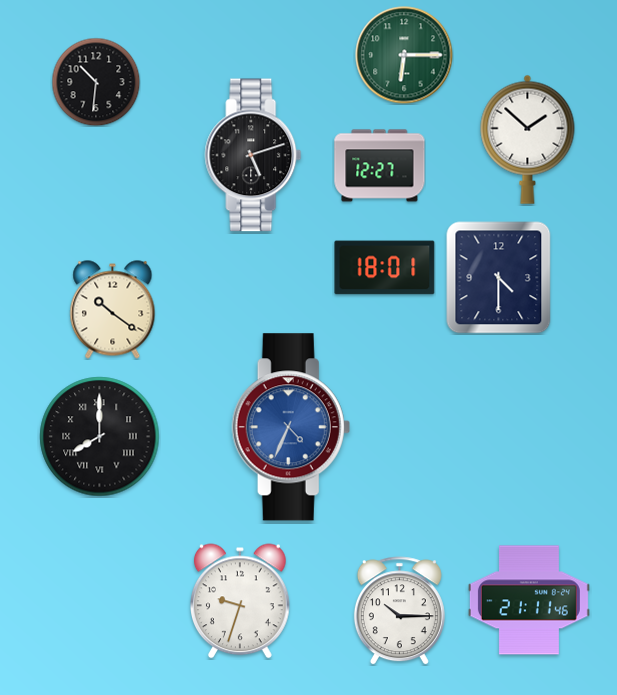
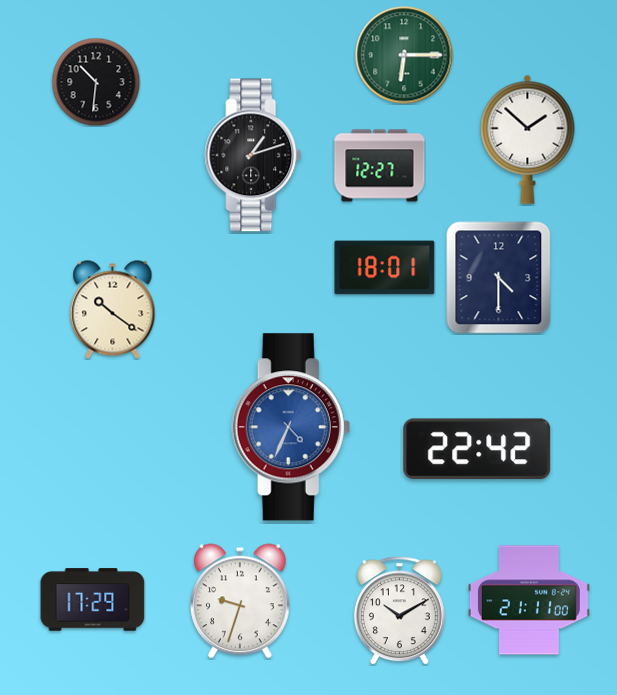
clock at (253, 155): 5:12 -> 1:12
clock at (100, 437): 8:00 -> none
clock at (477, 449): none -> 22:42
clock at (93, 600): none -> 17:29
clock at (529, 600): 21:11:46 -> 21:11:00
clock at (399, 611): 10:15 -> 10:10
